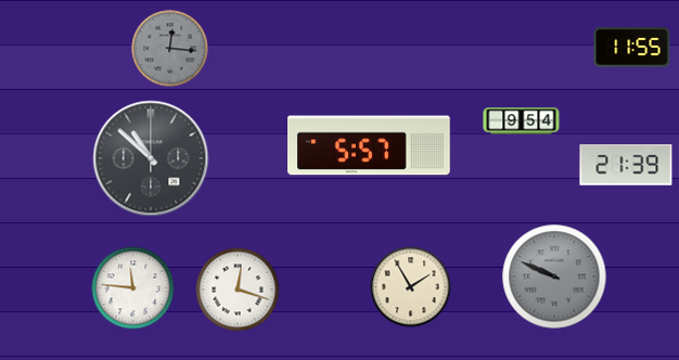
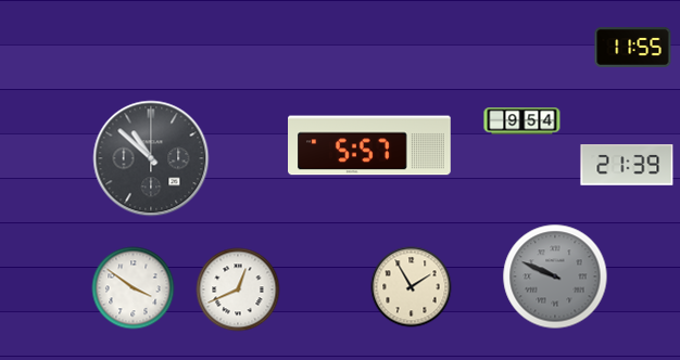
clock at (170, 49): 12:16 -> none
clock at (133, 288): 11:46 -> 3:51
clock at (238, 290): 12:18 -> 12:41
